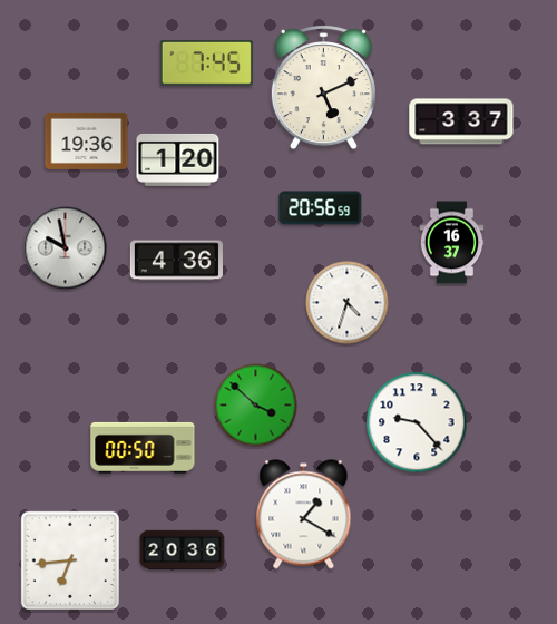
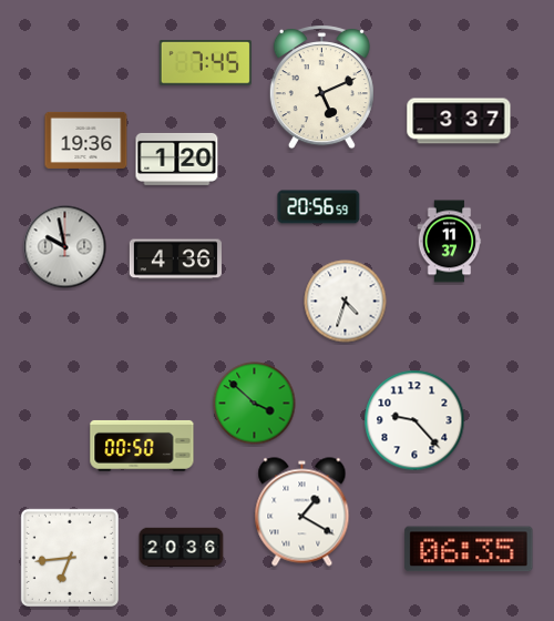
clock at (452, 243): 16:37 -> 11:37
clock at (469, 549): none -> 06:35
